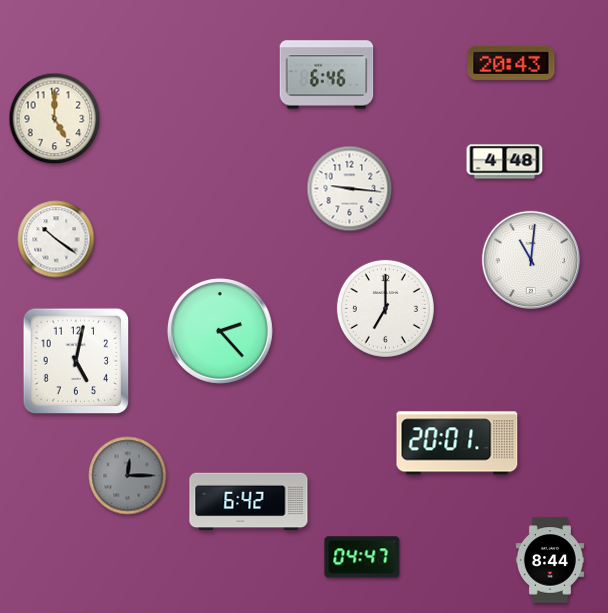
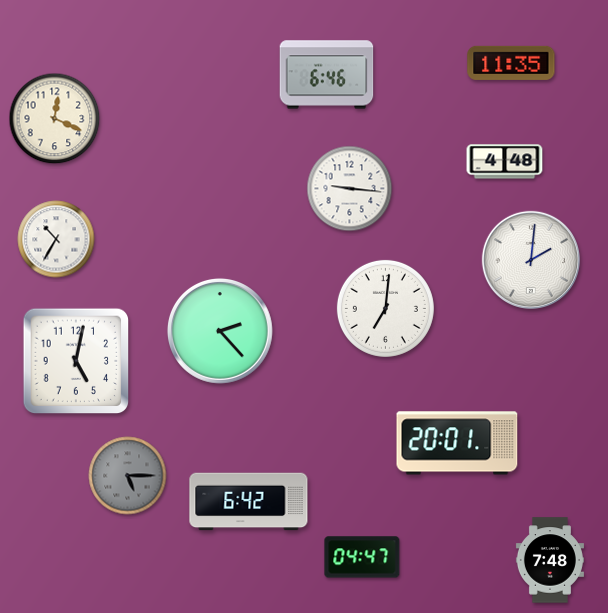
clock at (511, 63): 20:43 -> 11:35
clock at (55, 119): 5:00 -> 12:19
clock at (56, 239): 10:21 -> 10:35
clock at (531, 260): 11:01 -> 2:01
clock at (385, 308): 7:00 -> 7:01
clock at (128, 476): 12:15 -> 5:15
clock at (550, 560): 8:44 -> 7:48
